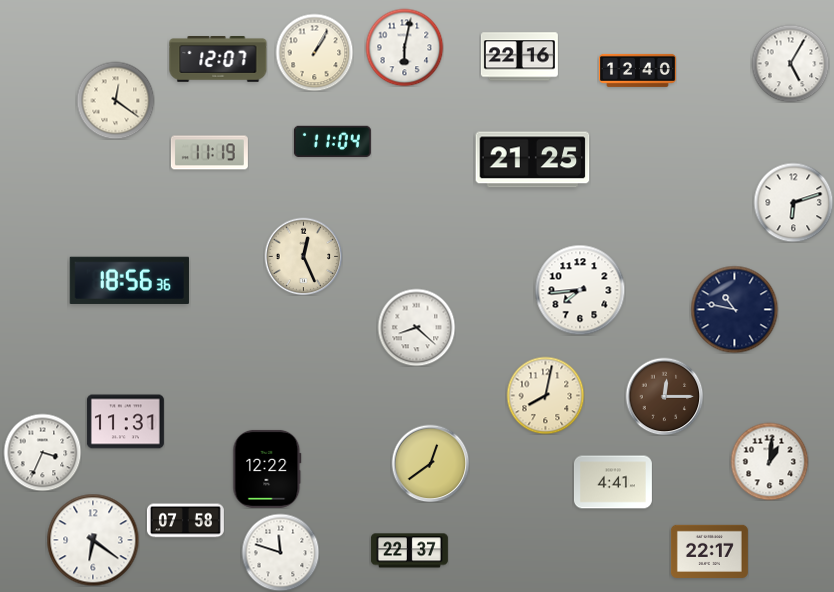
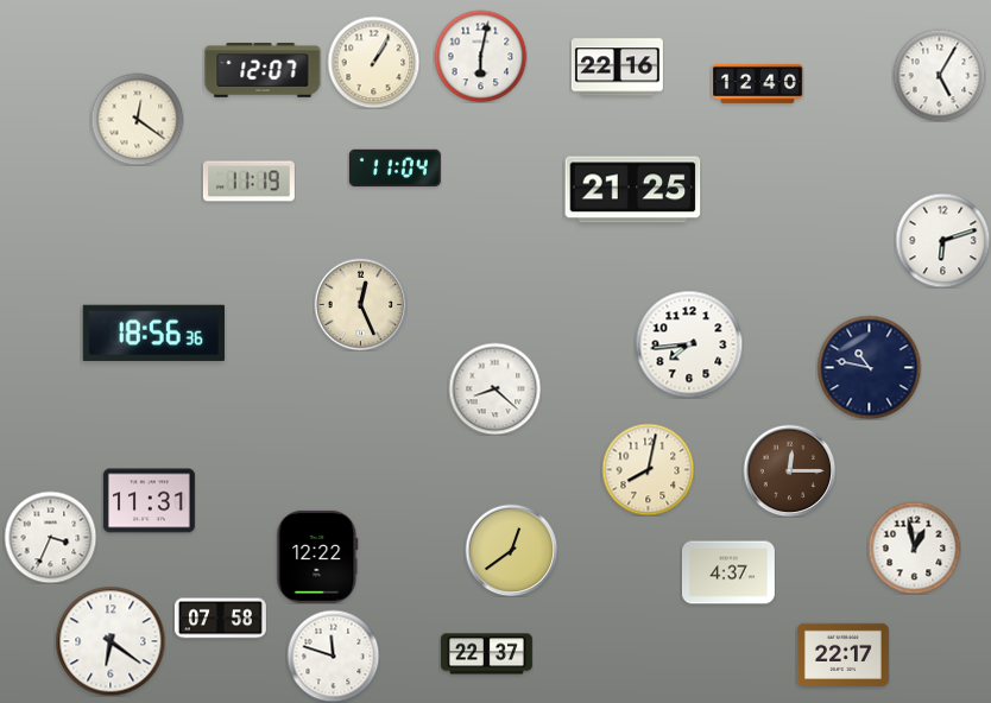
clock at (218, 59) position: (218, 59) -> (263, 70)
clock at (734, 309) position: (734, 309) -> (869, 367)
clock at (769, 461): 1:01 -> 12:58
clock at (613, 482): 4:41 -> 4:37
